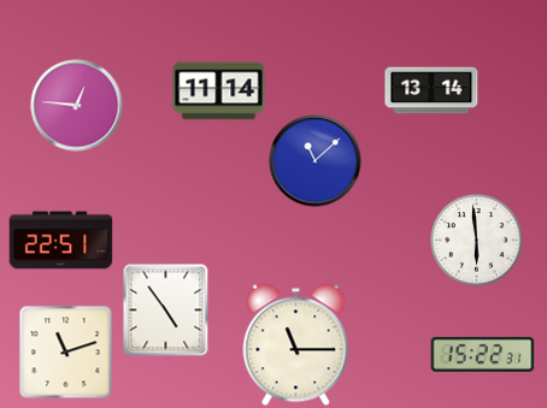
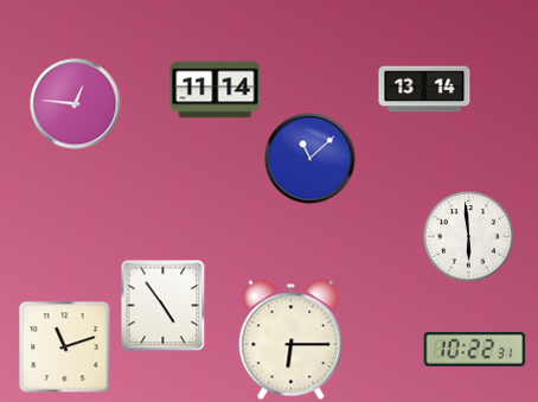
clock at (61, 241): 22:51 -> none
clock at (296, 345): 11:15 -> 6:15
clock at (483, 354): 15:22 -> 10:22
